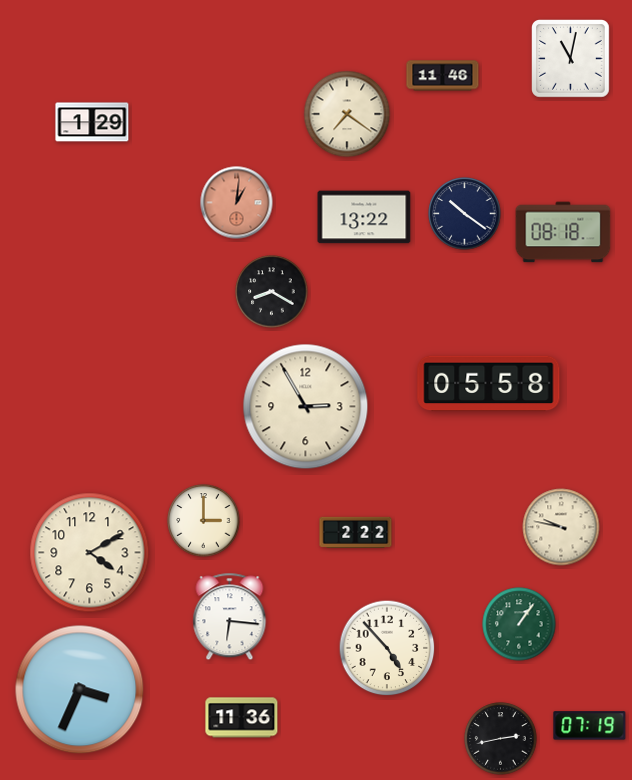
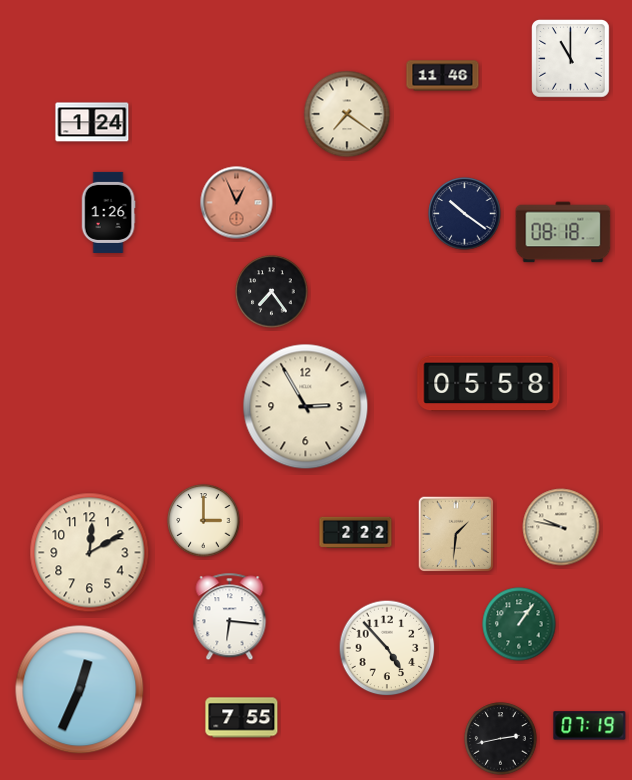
clock at (571, 59): 11:02 -> 11:00
clock at (92, 122): 1:29 -> 1:24
clock at (237, 203): 1:01 -> 12:56
clock at (108, 212): none -> 1:26
clock at (364, 217): 13:22 -> none
clock at (272, 292): 8:20 -> 7:24
clock at (456, 534): none -> 1:31
clock at (90, 553): 4:10 -> 12:10
clock at (80, 690): 3:34 -> 12:34
clock at (242, 718): 11:36 -> 7:55
